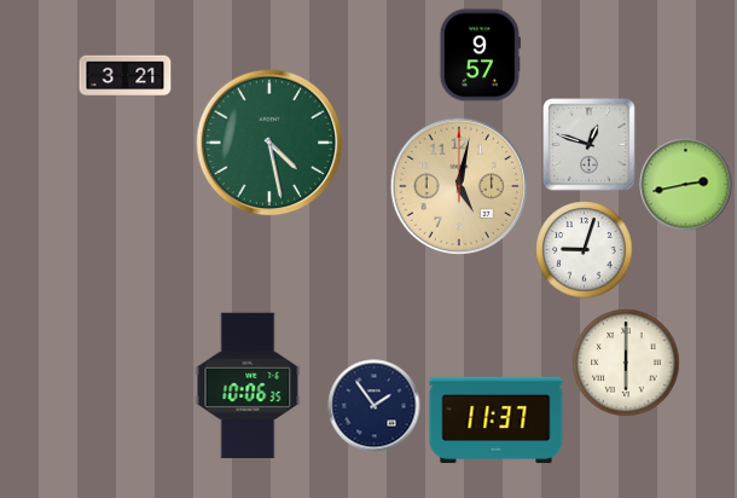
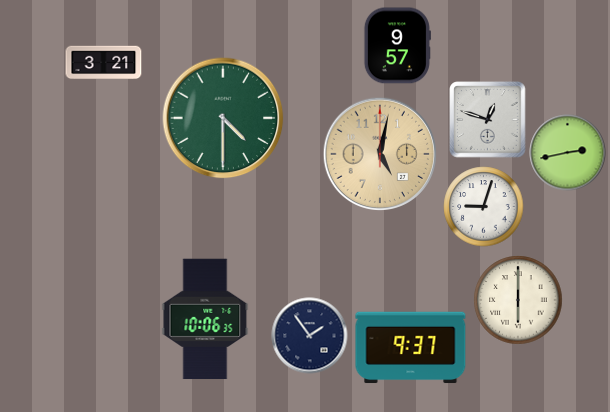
clock at (269, 143): 4:28 -> 4:30
clock at (497, 421): 11:37 -> 9:37
